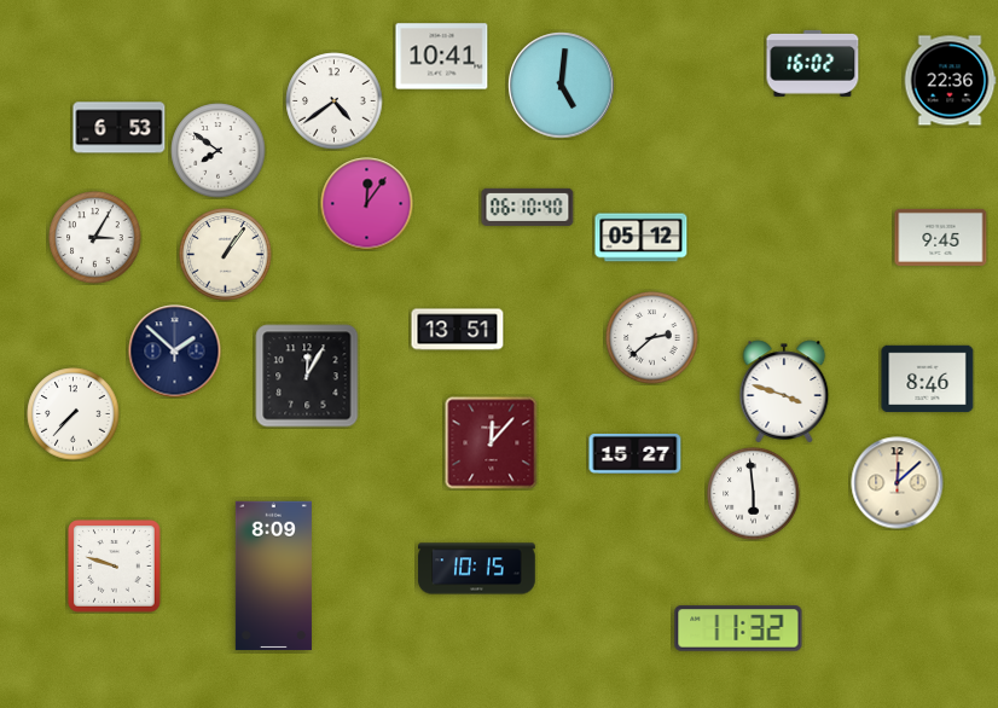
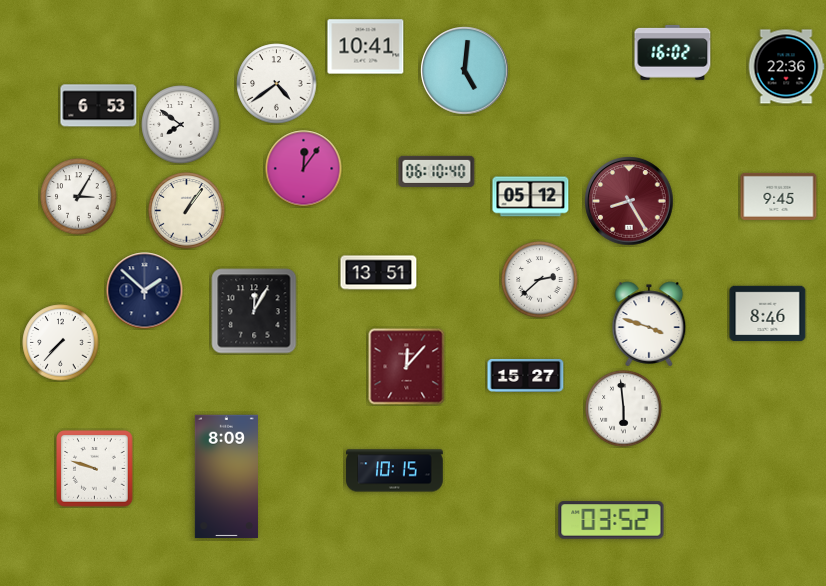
clock at (629, 201): none -> 8:25
clock at (898, 483): 12:08 -> none
clock at (738, 628): 11:32 -> 03:52
